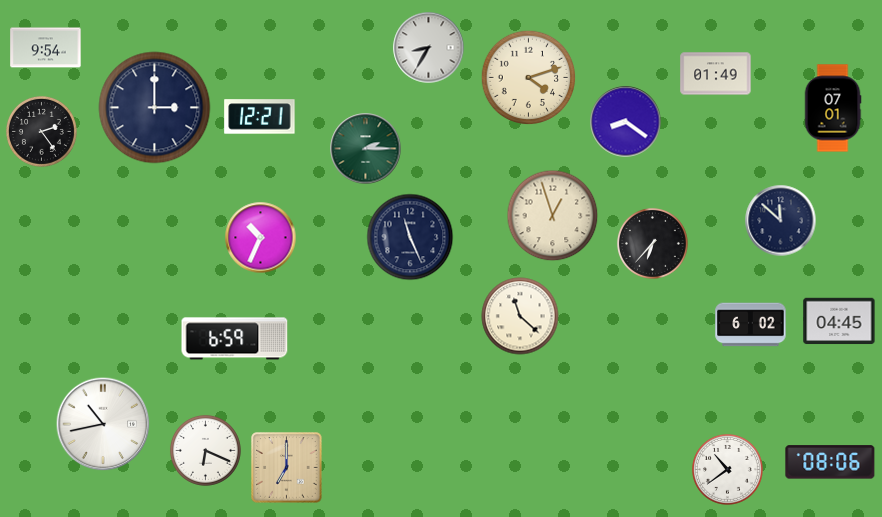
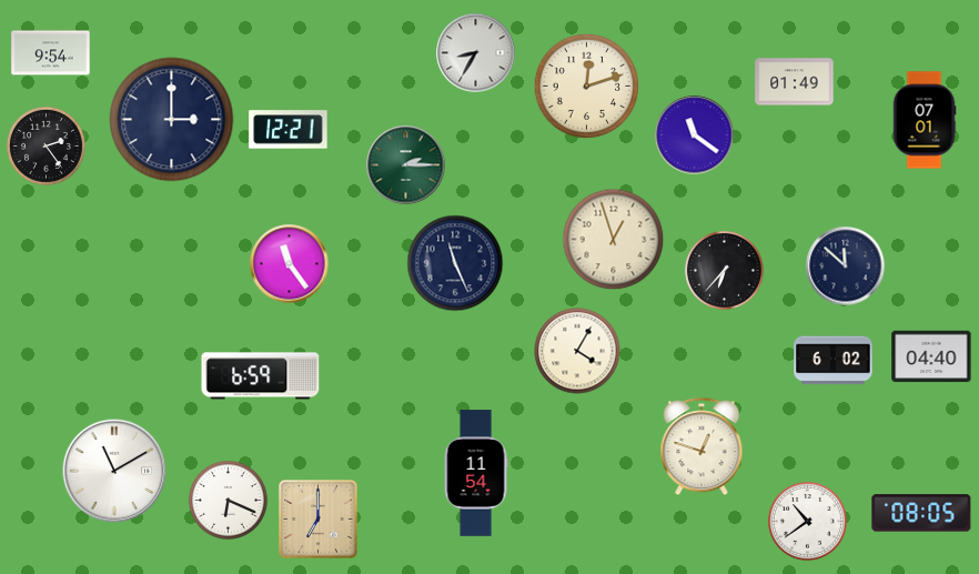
clock at (529, 78): 4:12 -> 12:12
clock at (626, 122): 8:21 -> 11:21
clock at (781, 221) position: (781, 221) -> (846, 266)
clock at (261, 238): 10:34 -> 11:24
clock at (520, 316): 11:22 -> 4:05
clock at (839, 321): 04:45 -> 04:40
clock at (702, 447): none -> 12:48
clock at (103, 424): 10:43 -> 11:10
clock at (476, 473): none -> 11:54
clock at (830, 462): 08:06 -> 08:05
